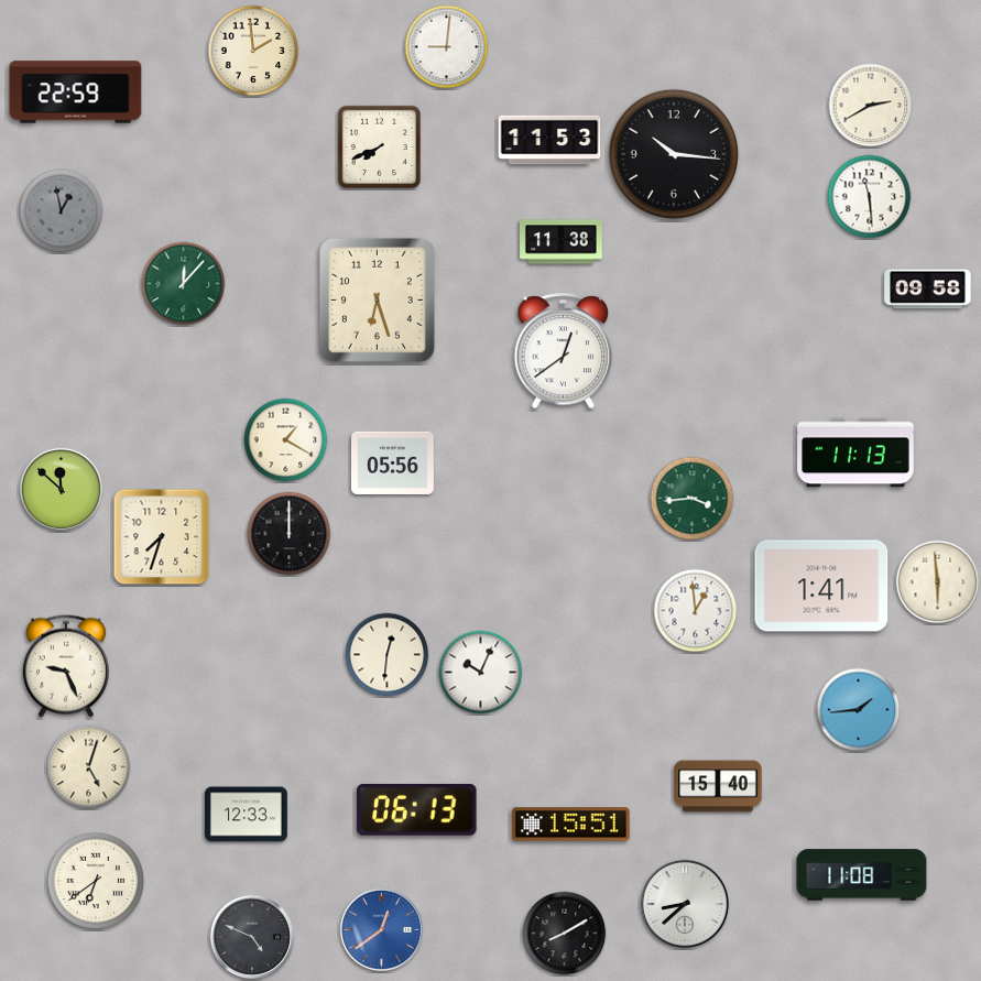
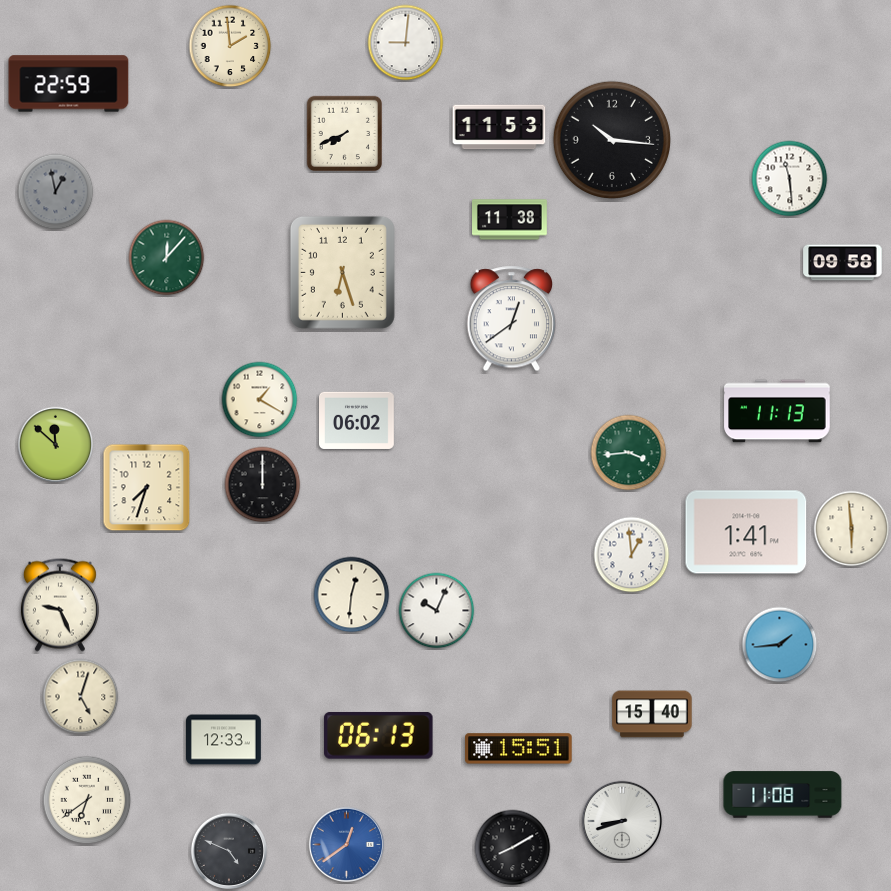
clock at (871, 106): 2:40 -> none
clock at (393, 462): 05:56 -> 06:02
clock at (685, 904): 8:38 -> 8:42
